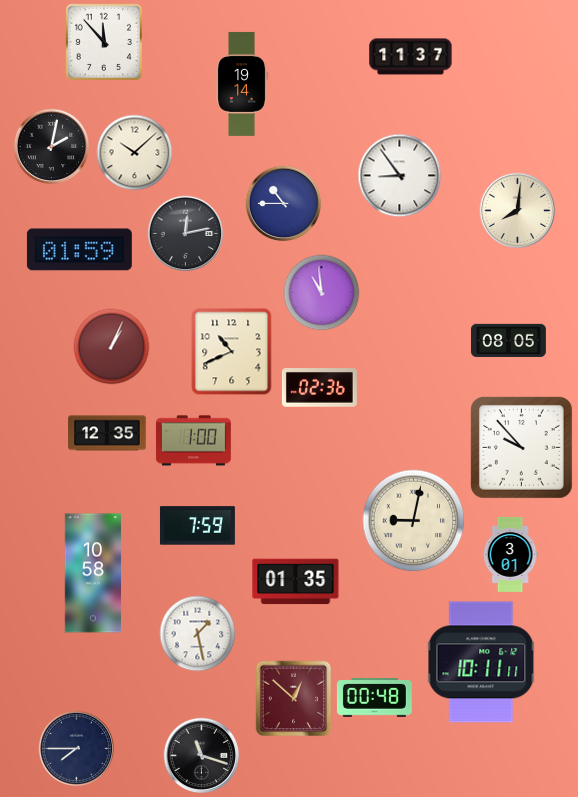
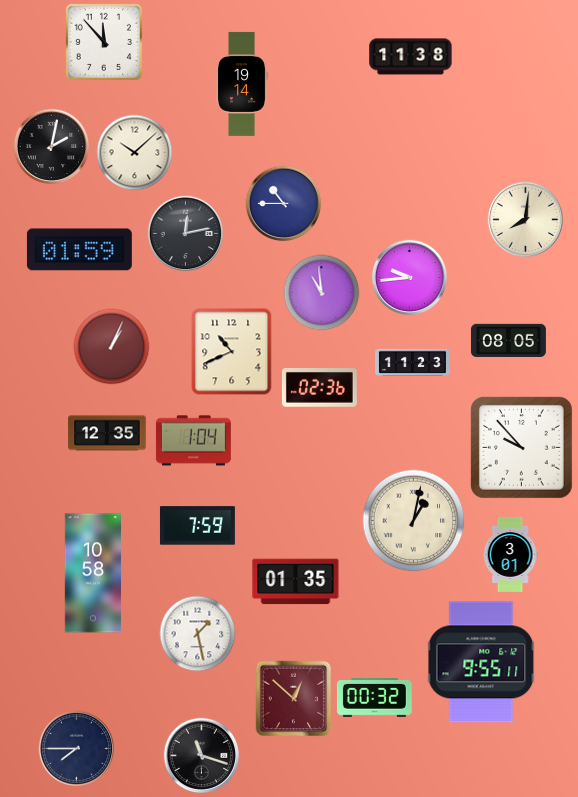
clock at (411, 57): 11:37 -> 11:38
clock at (400, 176): 8:54 -> none
clock at (518, 211) position: (518, 211) -> (526, 220)
clock at (410, 278): none -> 9:44
clock at (413, 362): none -> 11:23
clock at (193, 441): 1:00 -> 1:04
clock at (414, 521): 9:02 -> 1:02
clock at (481, 662): 10:11 -> 9:55
clock at (374, 698): 00:48 -> 00:32
